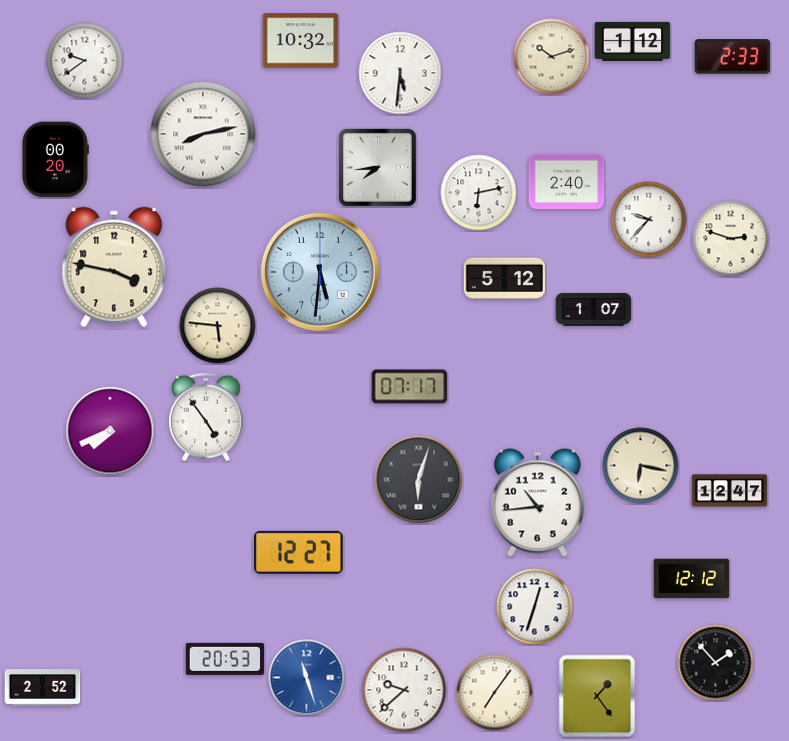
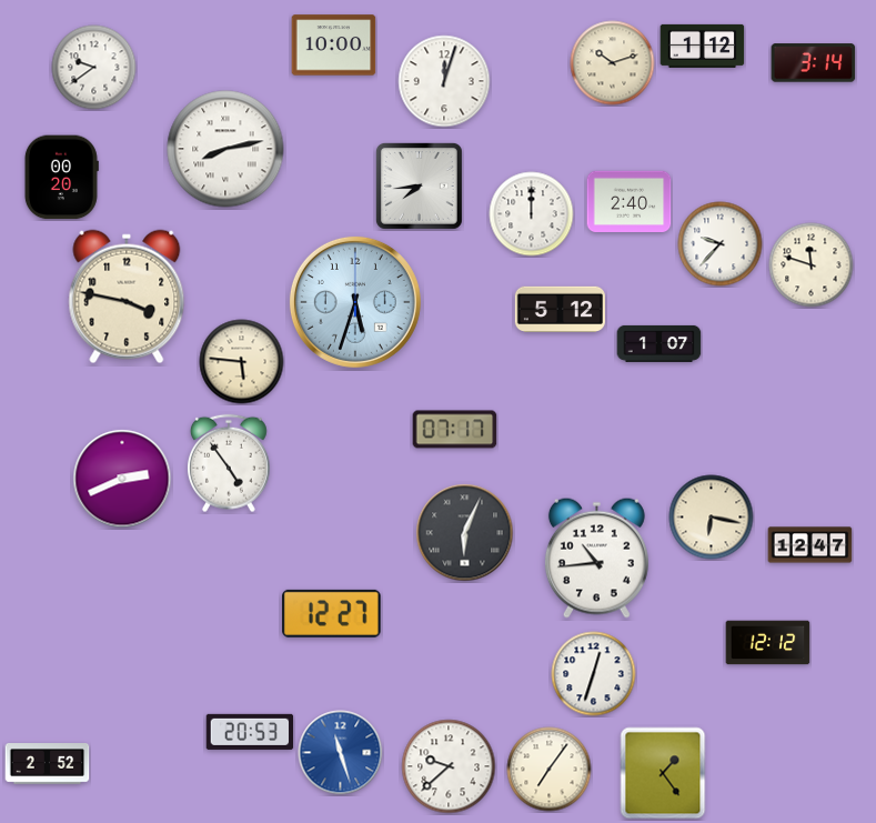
clock at (301, 41): 10:32 -> 10:00
clock at (733, 57): 2:33 -> 3:14
clock at (400, 73): 5:31 -> 12:03
clock at (479, 193): 6:13 -> 12:00
clock at (731, 239): 2:48 -> 11:48
clock at (320, 272): 5:31 -> 5:33
clock at (110, 431): 7:41 -> 2:41
clock at (419, 480): 6:03 -> 6:04
clock at (716, 663): 1:53 -> none
